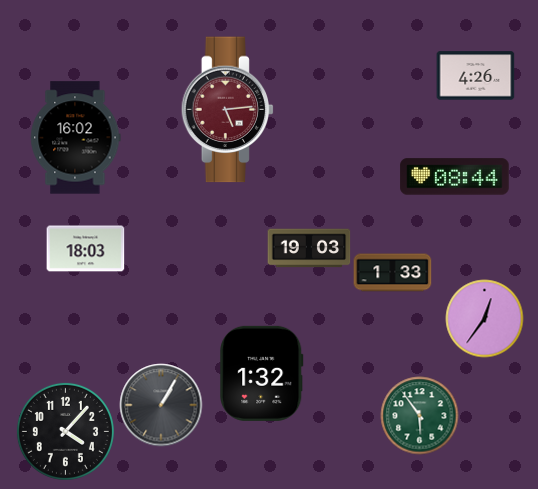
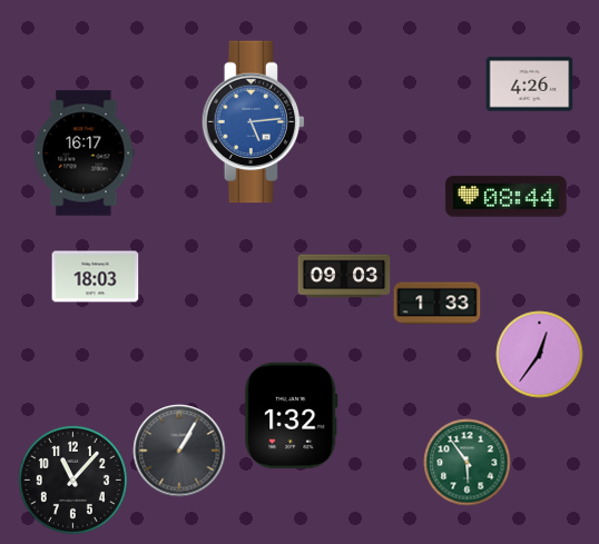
clock at (228, 110) dial: burgundy -> blue
clock at (76, 138): 16:02 -> 16:17
clock at (309, 248): 19:03 -> 09:03
clock at (65, 431): 4:07 -> 11:07
